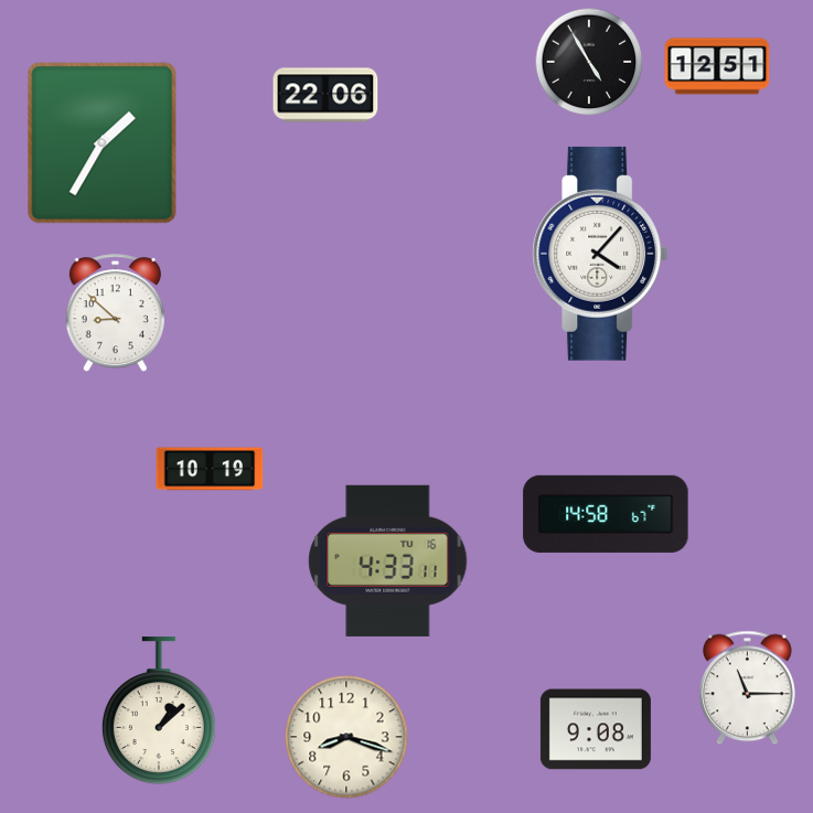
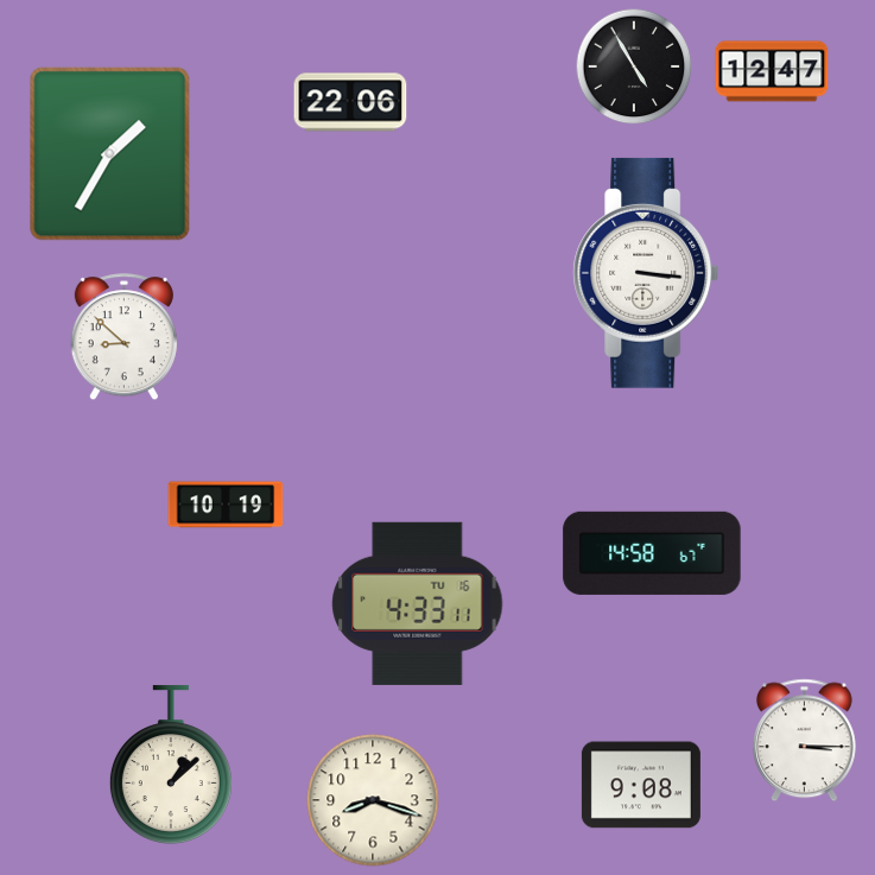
clock at (717, 66): 12:51 -> 12:47
clock at (600, 254): 4:07 -> 3:16
clock at (747, 688): 11:15 -> 3:15
clock at (346, 737) position: (346, 737) -> (373, 800)
